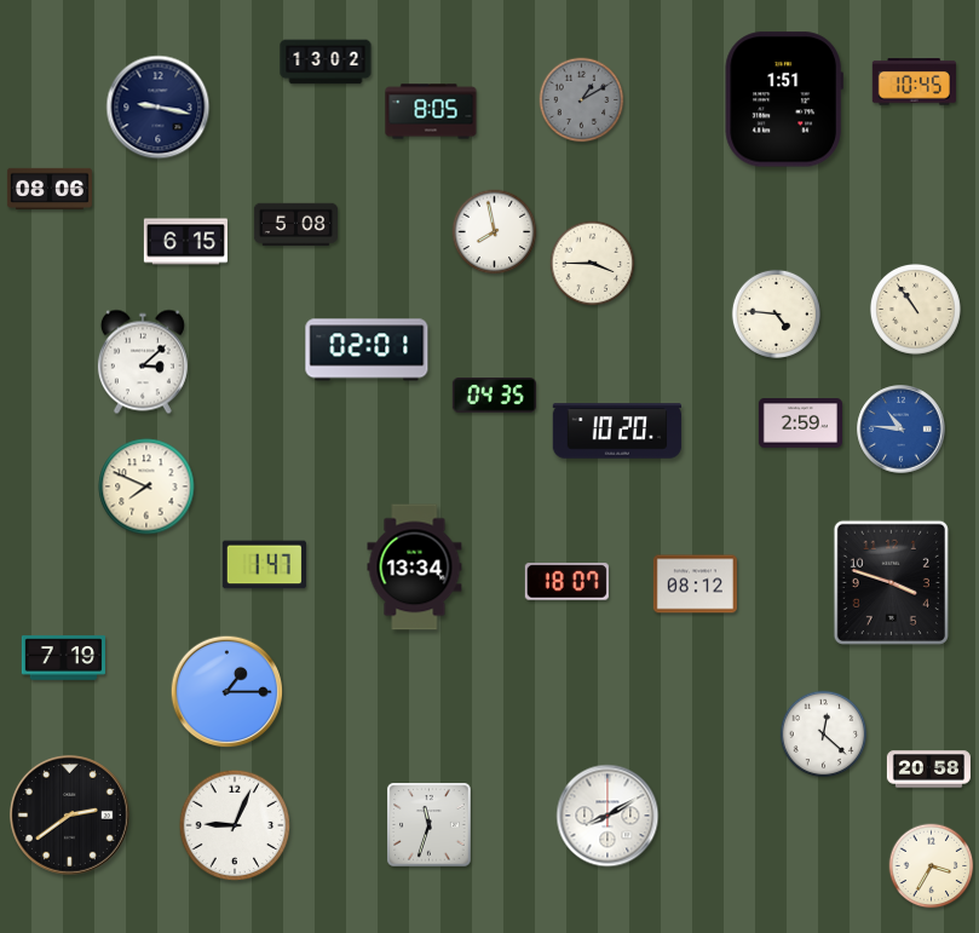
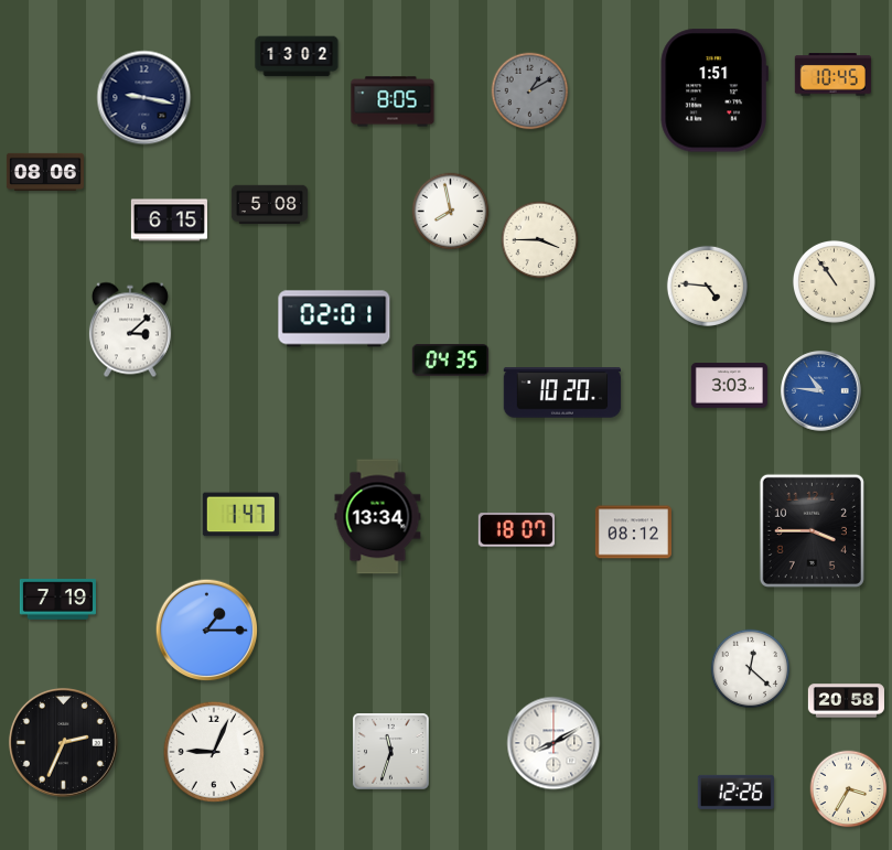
clock at (800, 424): 2:59 -> 3:03
clock at (146, 486): 7:49 -> none
clock at (891, 582): 3:48 -> 3:45
clock at (69, 814): 2:39 -> 2:34
clock at (735, 792): none -> 12:26
